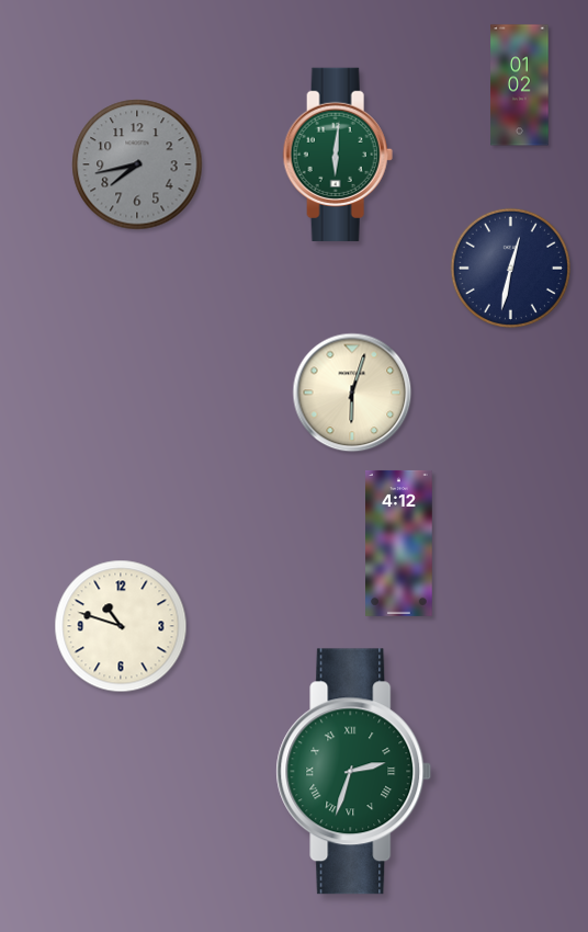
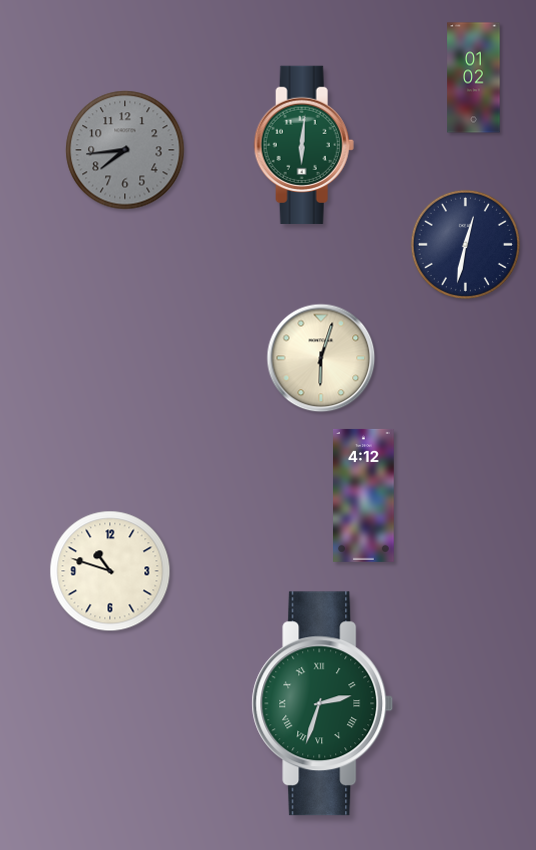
clock at (338, 155) position: (338, 155) -> (304, 145)
clock at (137, 164): 7:43 -> 7:44
